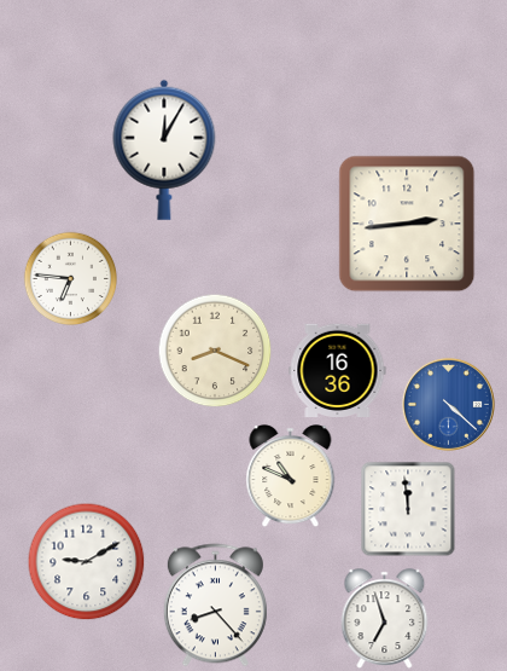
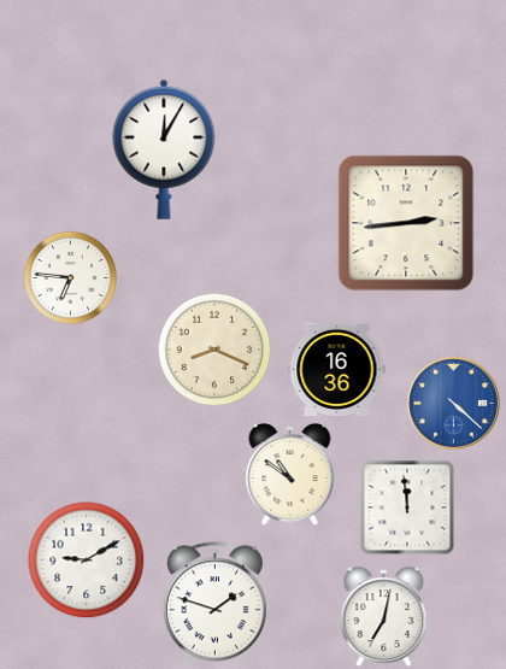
clock at (448, 404) position: (448, 404) -> (453, 403)
clock at (291, 476): 10:49 -> 10:51
clock at (215, 606): 8:23 -> 1:48
clock at (385, 619): 6:57 -> 7:02
